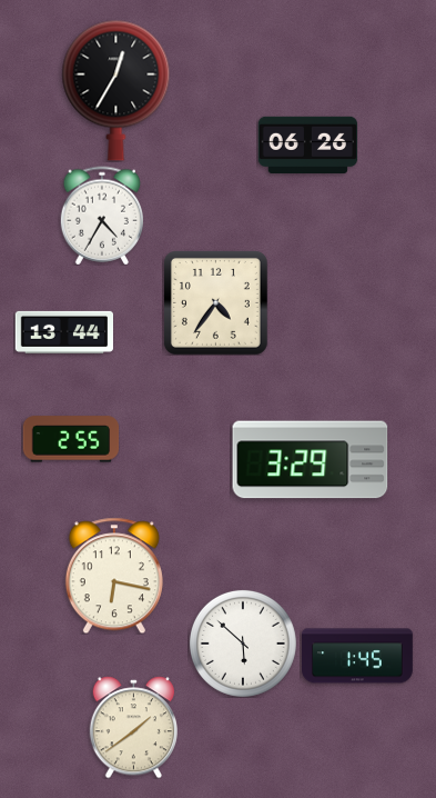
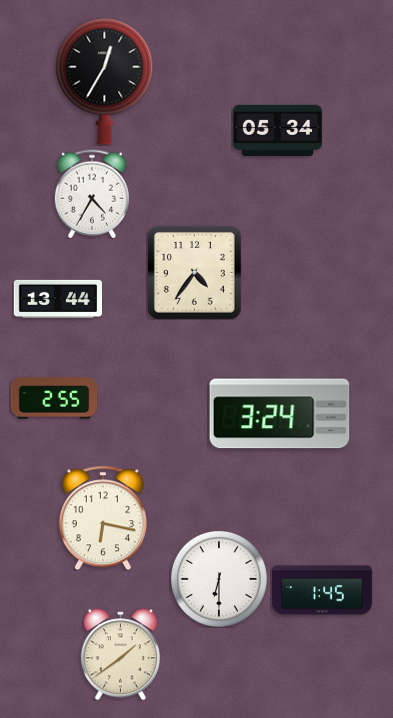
clock at (307, 144): 06:26 -> 05:34
clock at (71, 439) position: (71, 439) -> (54, 398)
clock at (311, 460): 3:29 -> 3:24
clock at (243, 644): 5:52 -> 6:30
